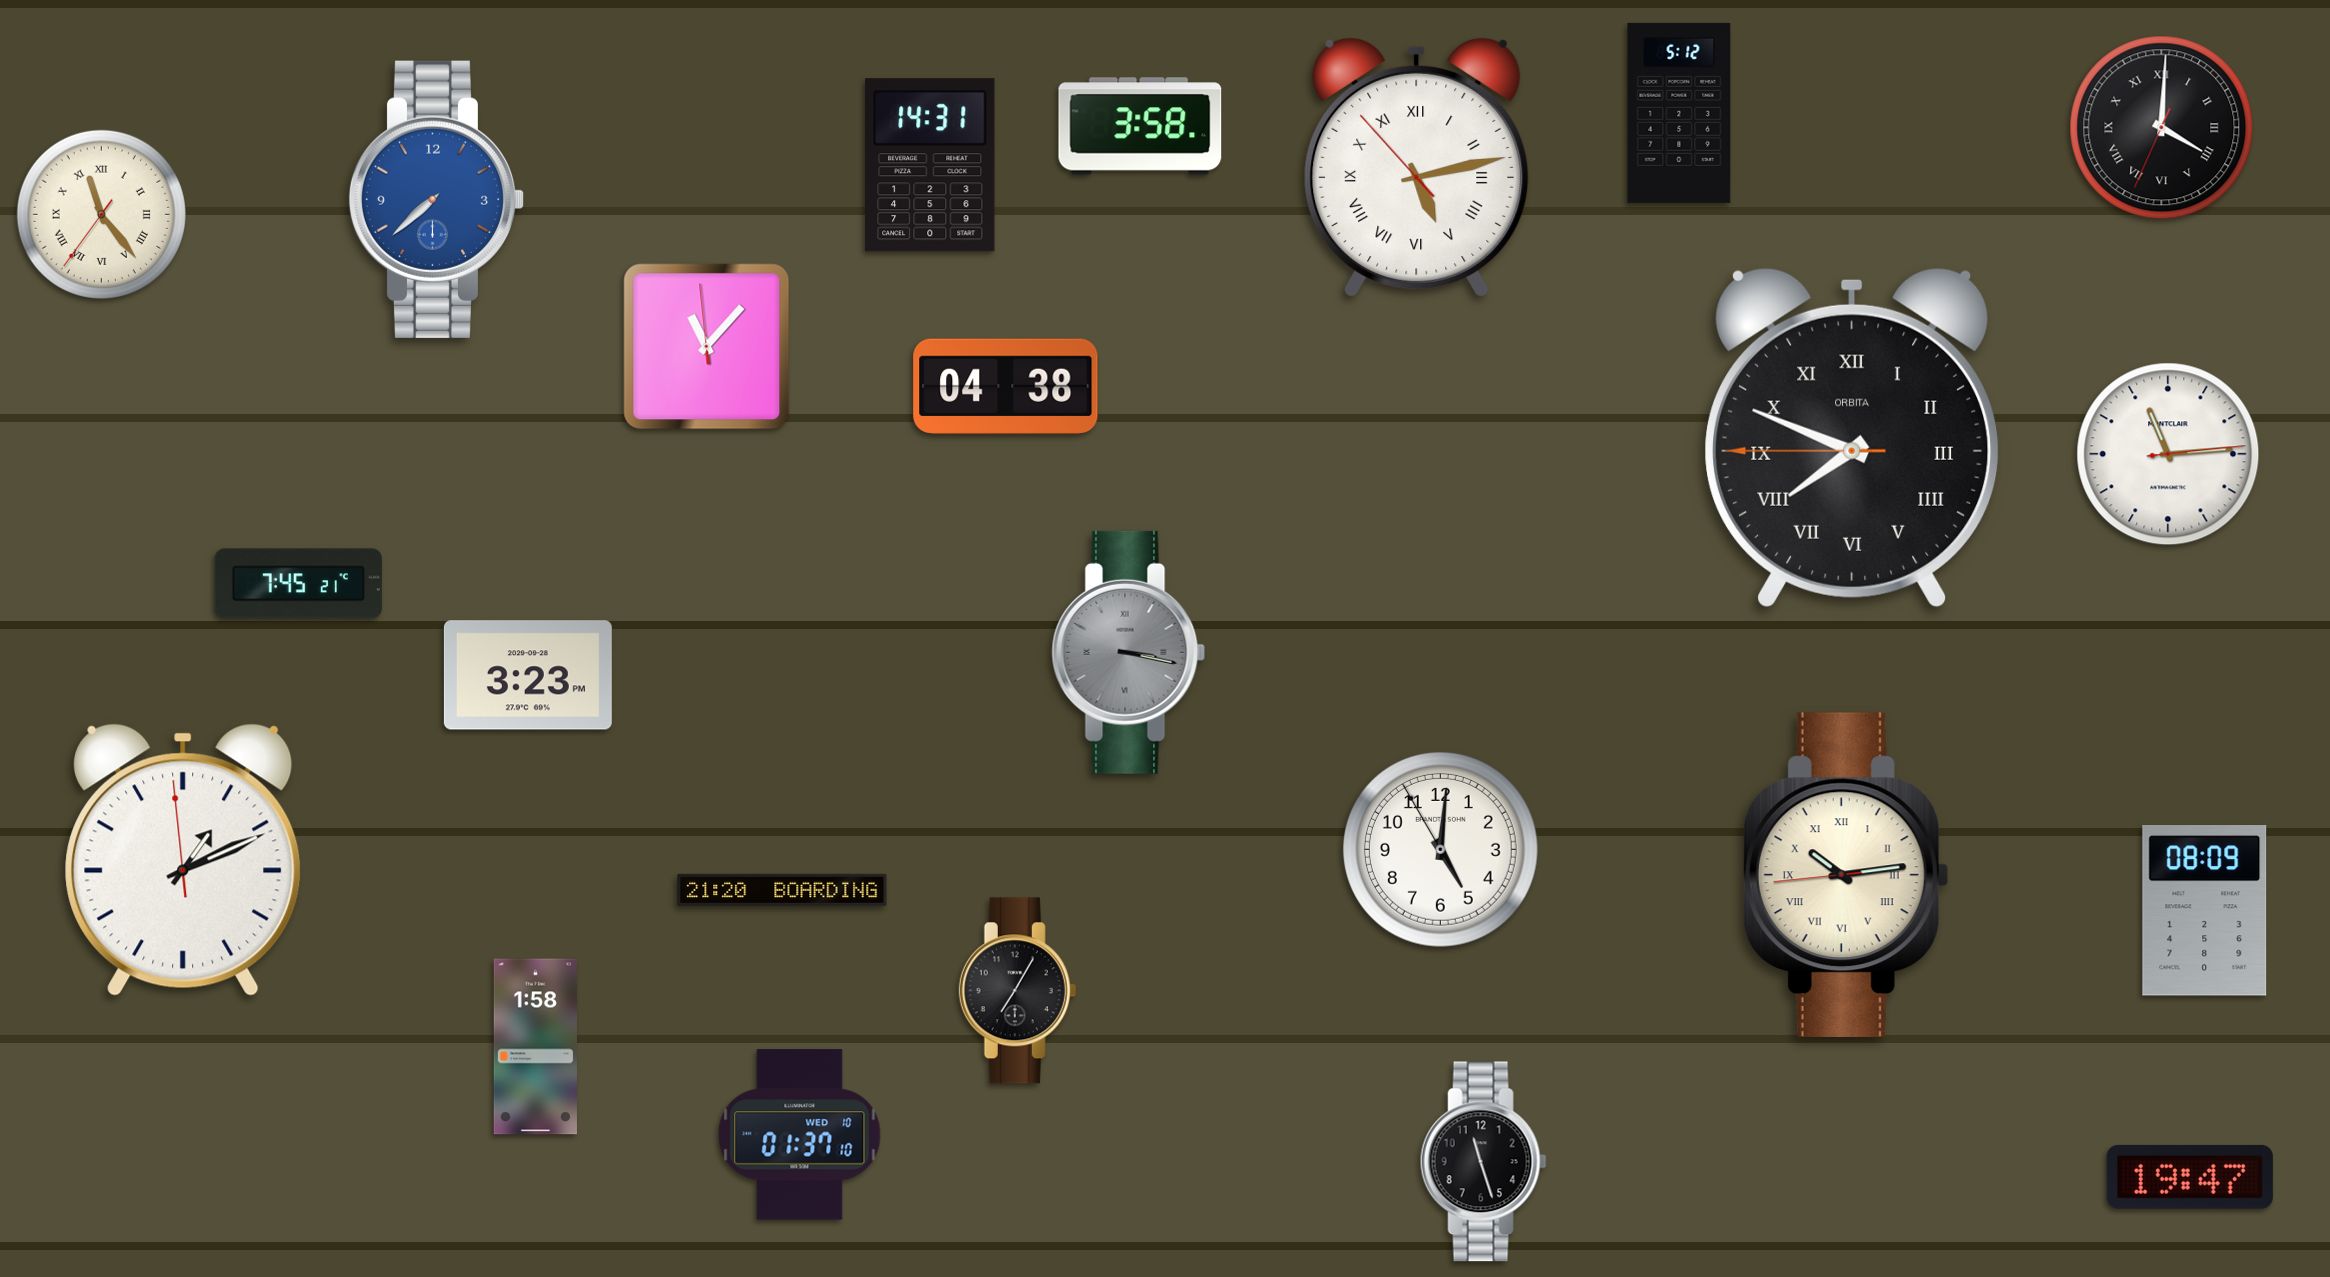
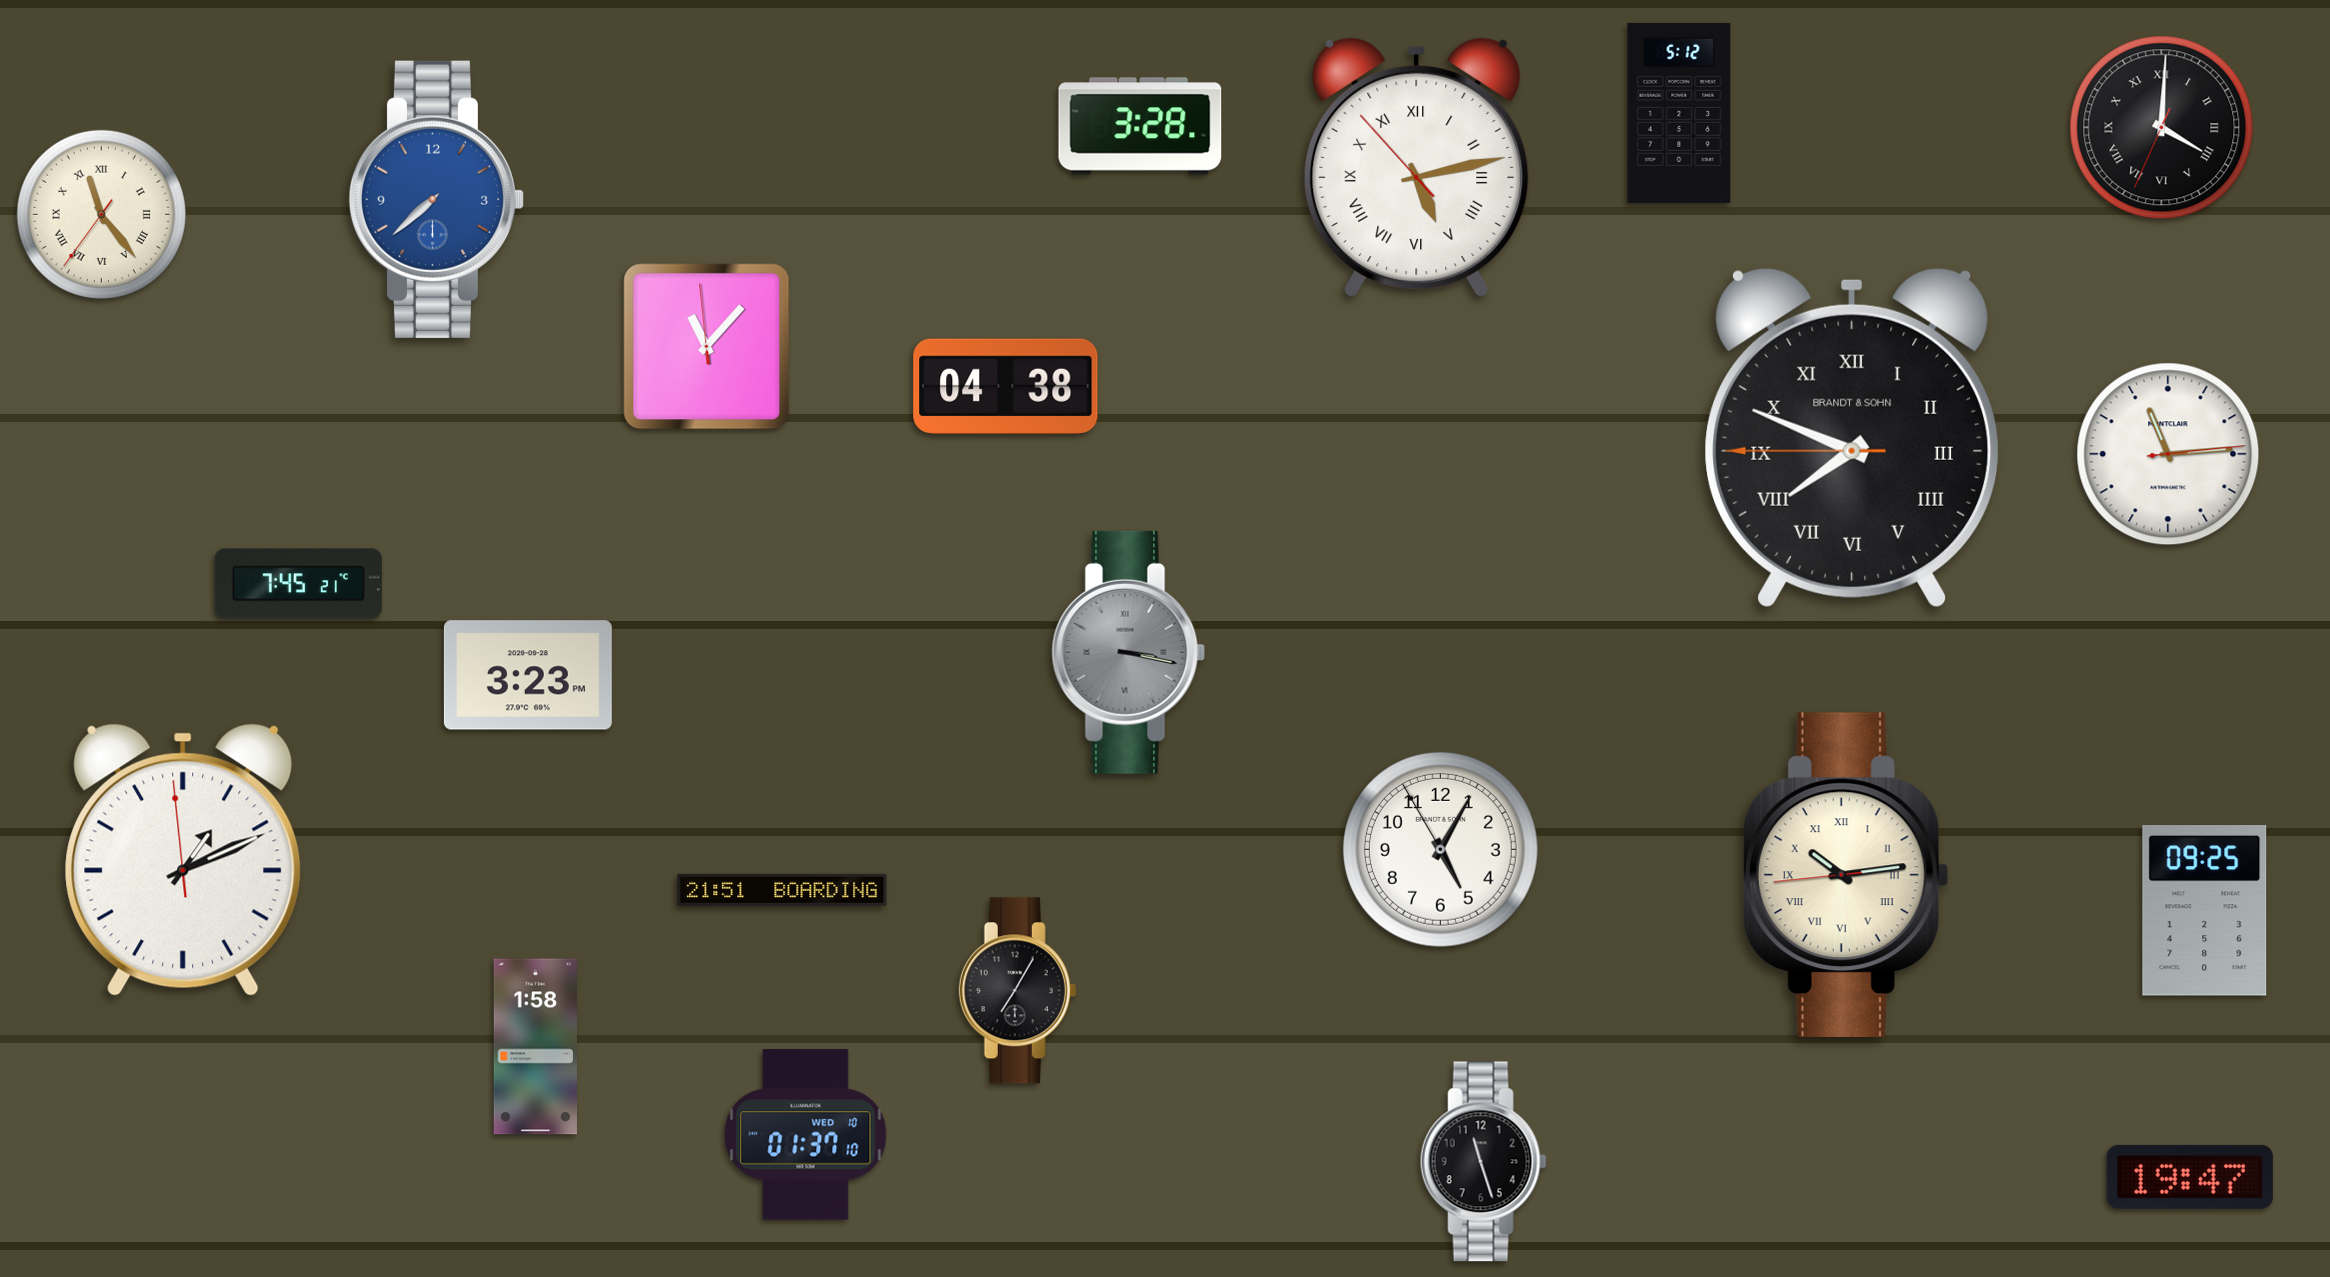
clock at (1140, 126): 3:58 -> 3:28
clock at (930, 165): 14:31 -> none
clock at (1852, 438) brand: ORBITA -> BRANDT & SOHN
clock at (1440, 849): 5:00 -> 5:04
clock at (782, 890): 21:20 -> 21:51
clock at (2205, 911): 08:09 -> 09:25
clock at (800, 1135) position: (800, 1135) -> (806, 1135)
